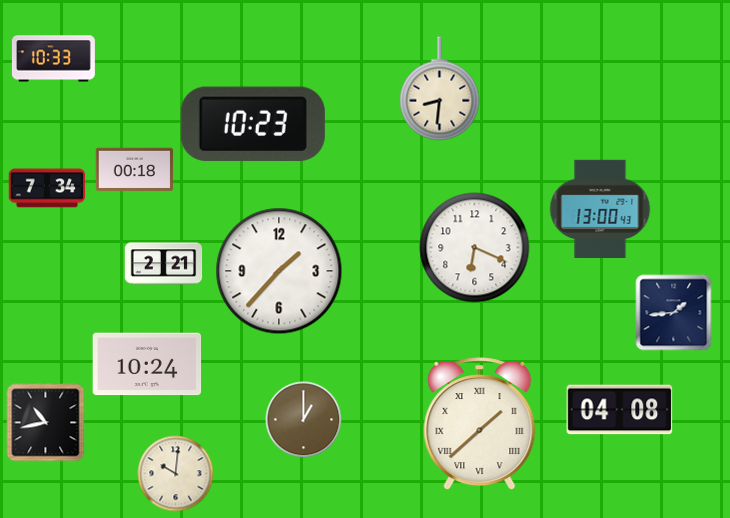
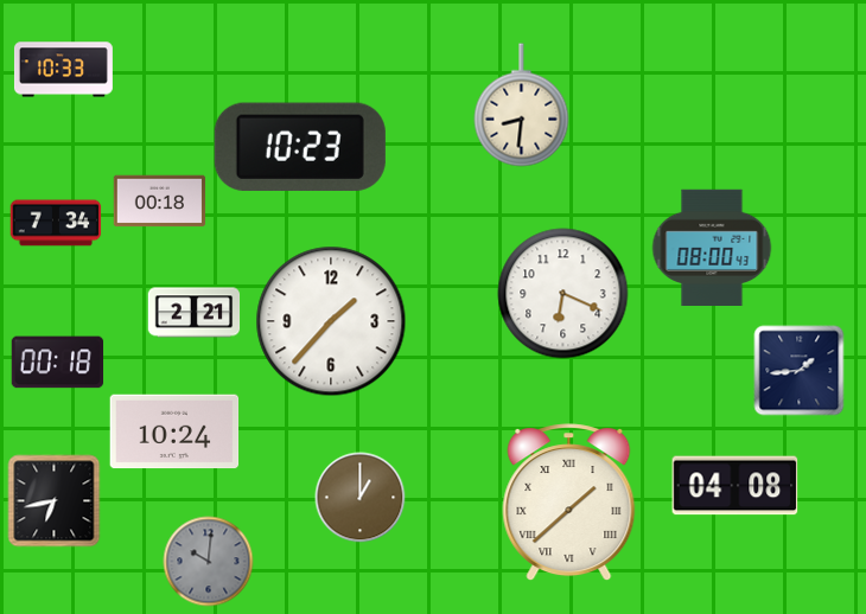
clock at (600, 208): 13:00 -> 08:00
clock at (58, 363): none -> 00:18
clock at (46, 423): 10:43 -> 6:43
clock at (176, 474) dial: cream -> grey
